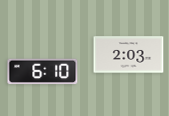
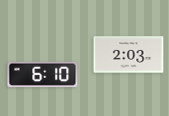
clock at (43, 72) position: (43, 72) -> (43, 75)
